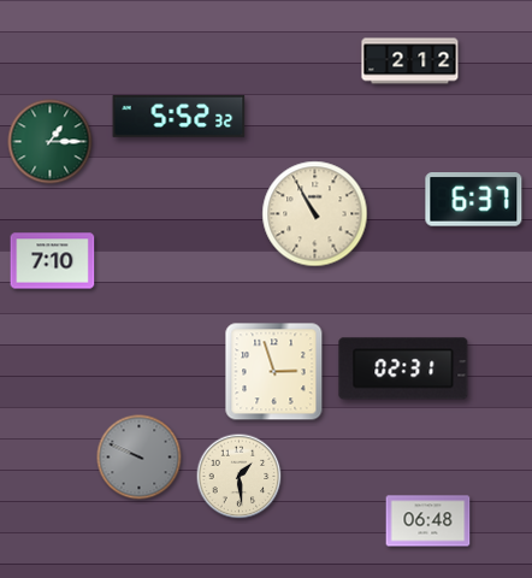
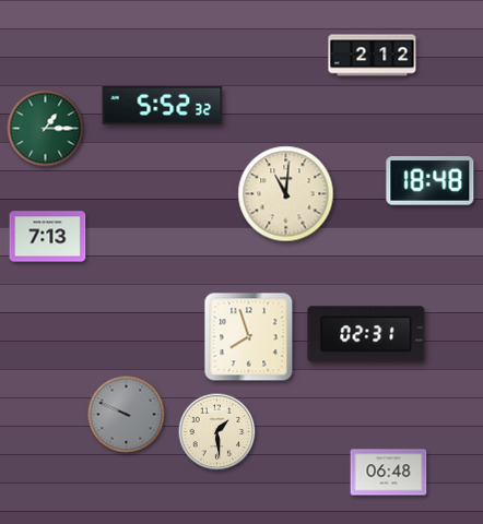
clock at (474, 200): 6:37 -> 18:48
clock at (315, 214): 10:55 -> 11:01
clock at (53, 261): 7:10 -> 7:13
clock at (274, 372): 2:57 -> 7:57
